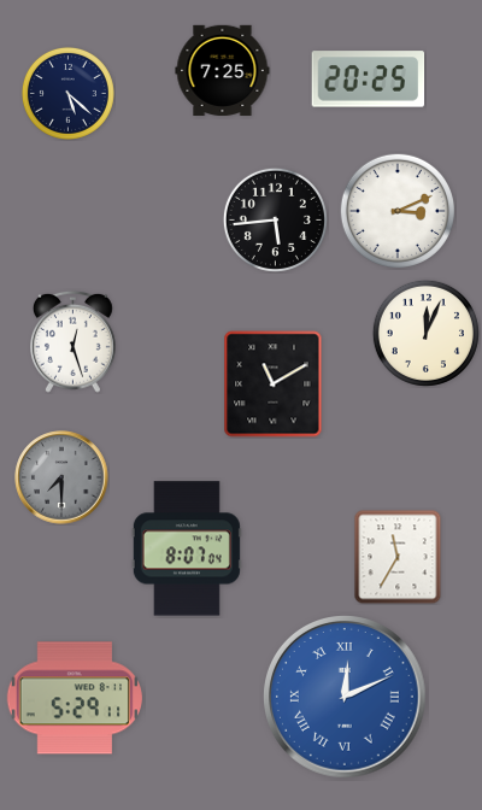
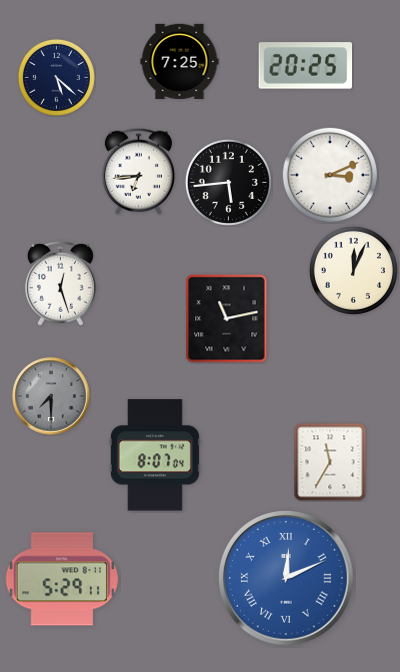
clock at (223, 70) position: (223, 70) -> (180, 61)
clock at (138, 171): none -> 6:44
clock at (425, 333) position: (425, 333) -> (353, 270)
clock at (274, 385): 11:10 -> 11:13
